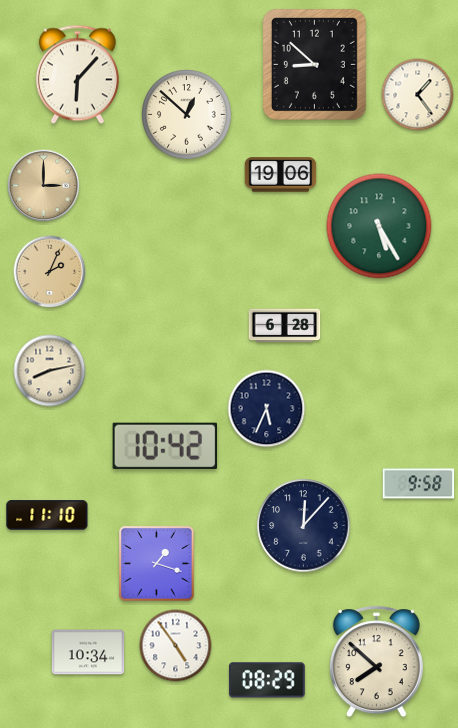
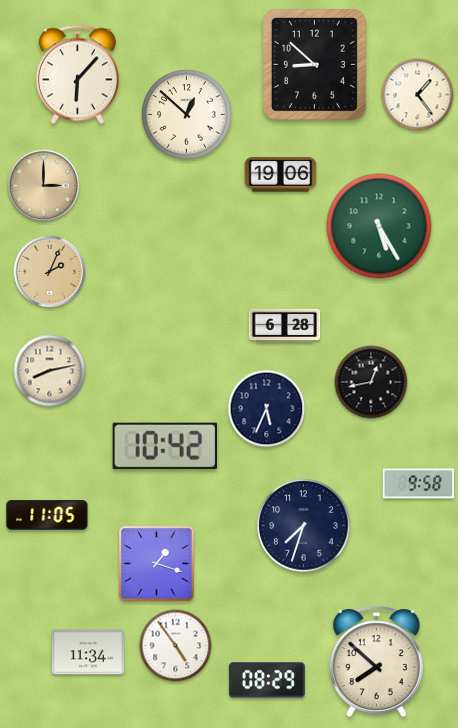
clock at (371, 382): none -> 12:43
clock at (47, 515): 11:10 -> 11:05
clock at (304, 526): 12:07 -> 7:33
clock at (88, 652): 10:34 -> 11:34
